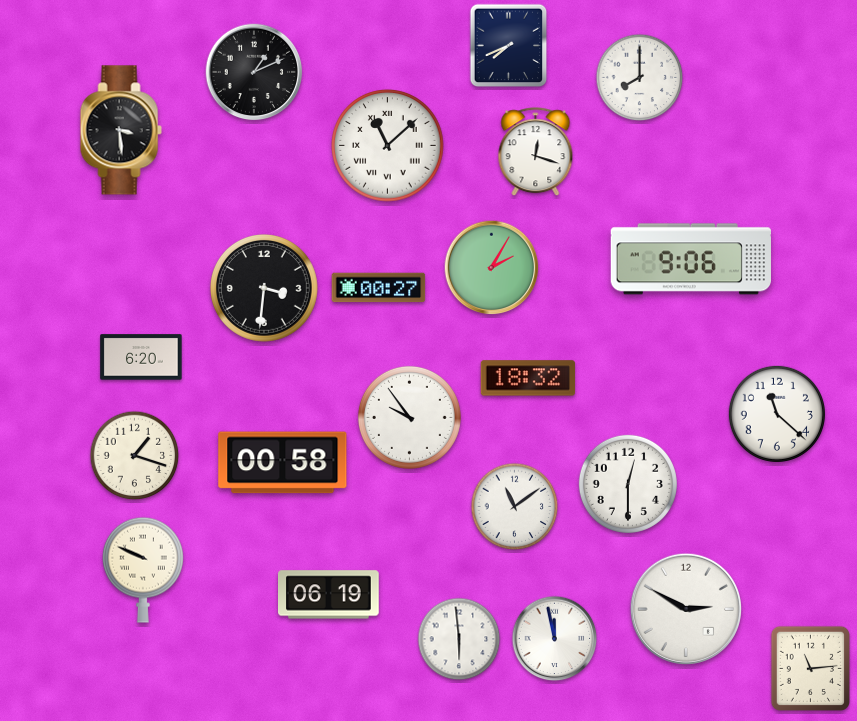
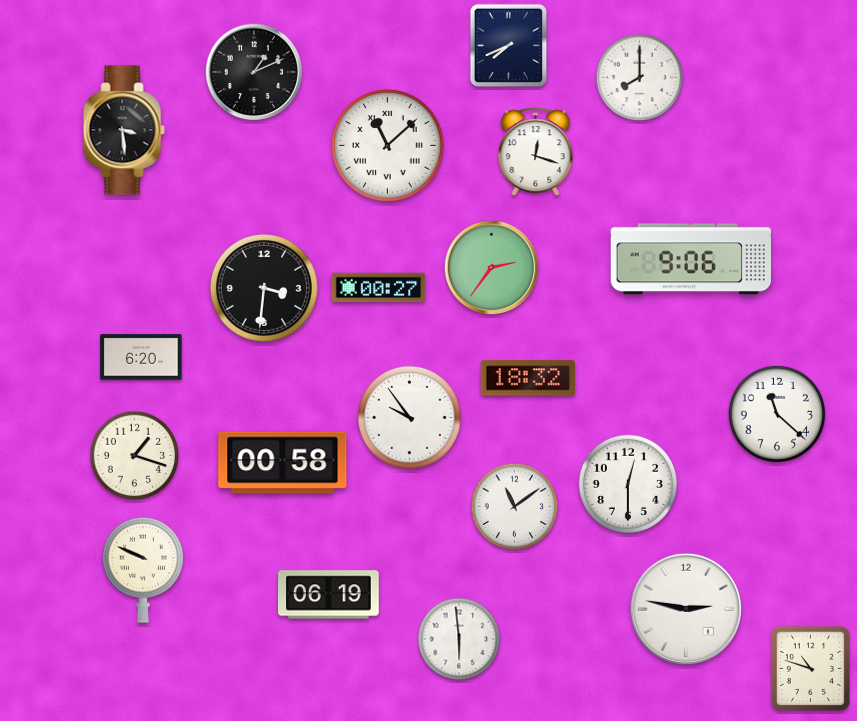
clock at (121, 130) position: (121, 130) -> (124, 130)
clock at (492, 268): 2:05 -> 2:36
clock at (686, 609): 2:50 -> 2:47
clock at (555, 639): 11:58 -> none
clock at (810, 668): 11:14 -> 10:48
